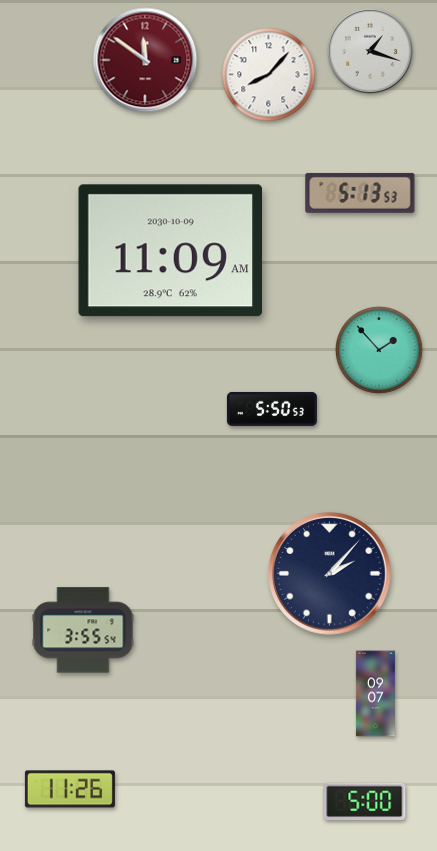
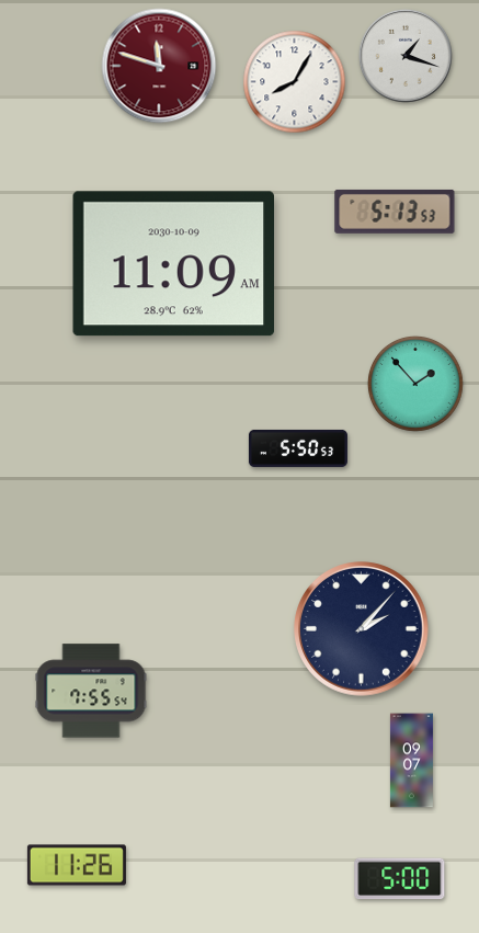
clock at (145, 60): 11:51 -> 11:48
clock at (269, 75): 8:07 -> 8:05
clock at (170, 251) position: (170, 251) -> (173, 264)
clock at (83, 630): 3:55 -> 7:55
